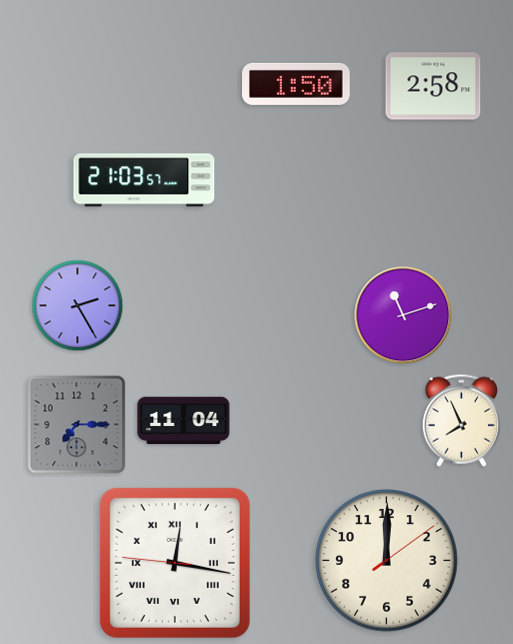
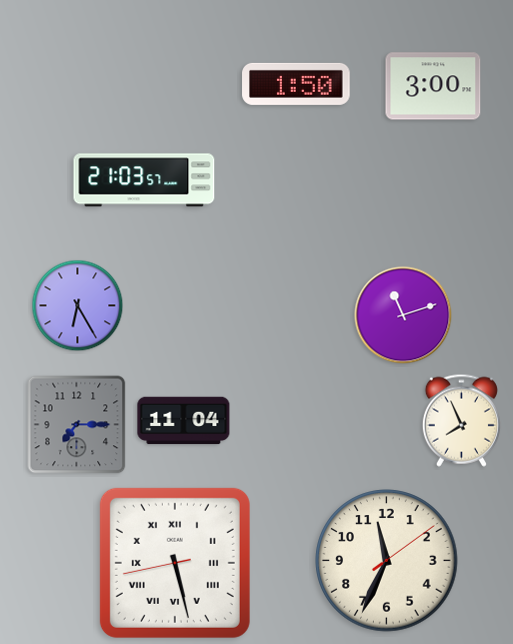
clock at (433, 86): 2:58 -> 3:00
clock at (78, 306): 2:25 -> 6:25
clock at (387, 561): 12:00 -> 11:34
clock at (175, 563): 12:16 -> 5:27
